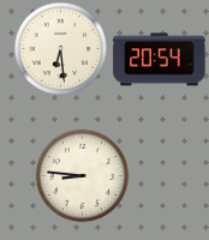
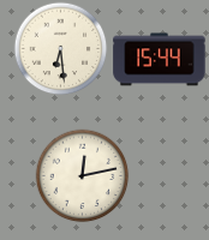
clock at (160, 60): 20:54 -> 15:44
clock at (82, 175): 8:46 -> 12:13
